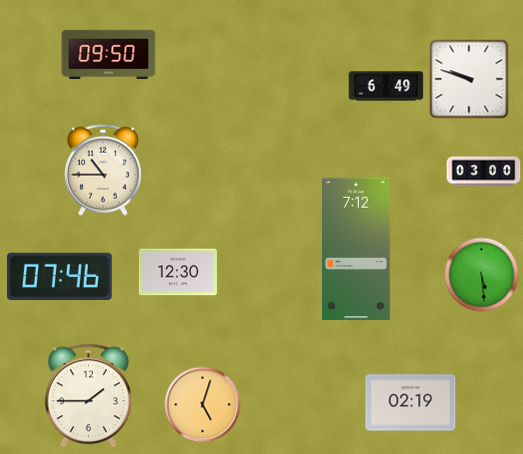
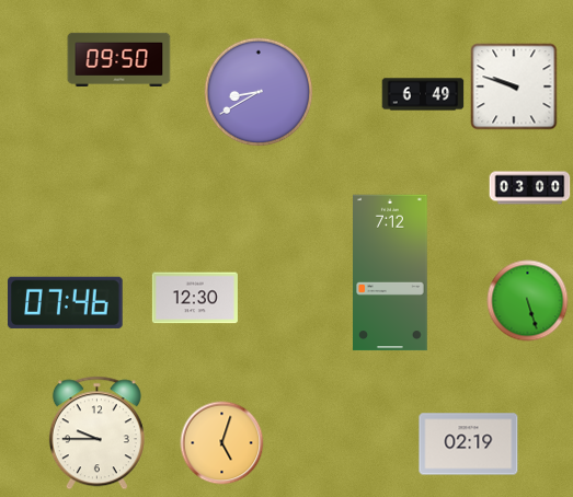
clock at (259, 92): none -> 8:40
clock at (103, 170): 10:45 -> none
clock at (482, 275): 5:29 -> 5:27
clock at (88, 396): 1:45 -> 9:45
clock at (411, 403) position: (411, 403) -> (469, 444)
